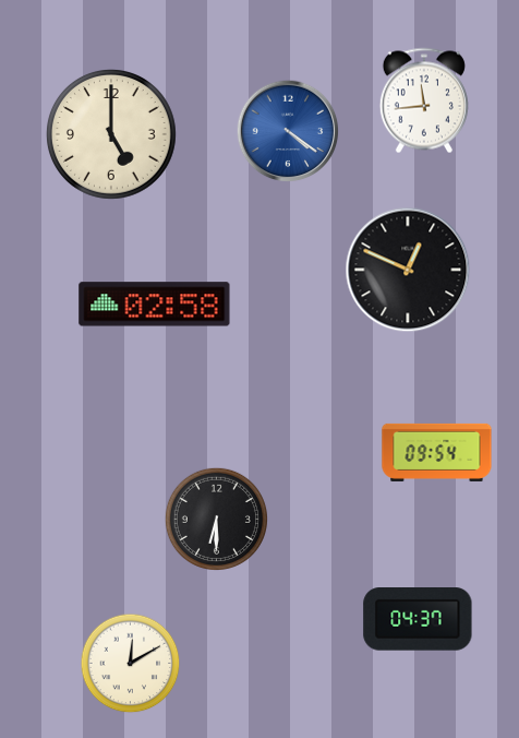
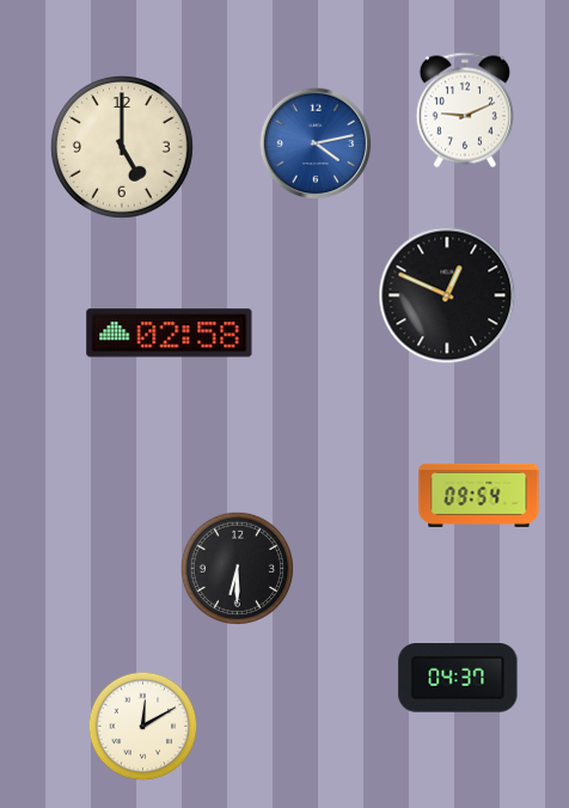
clock at (424, 100): 11:44 -> 9:11
clock at (288, 131): 4:21 -> 4:13
